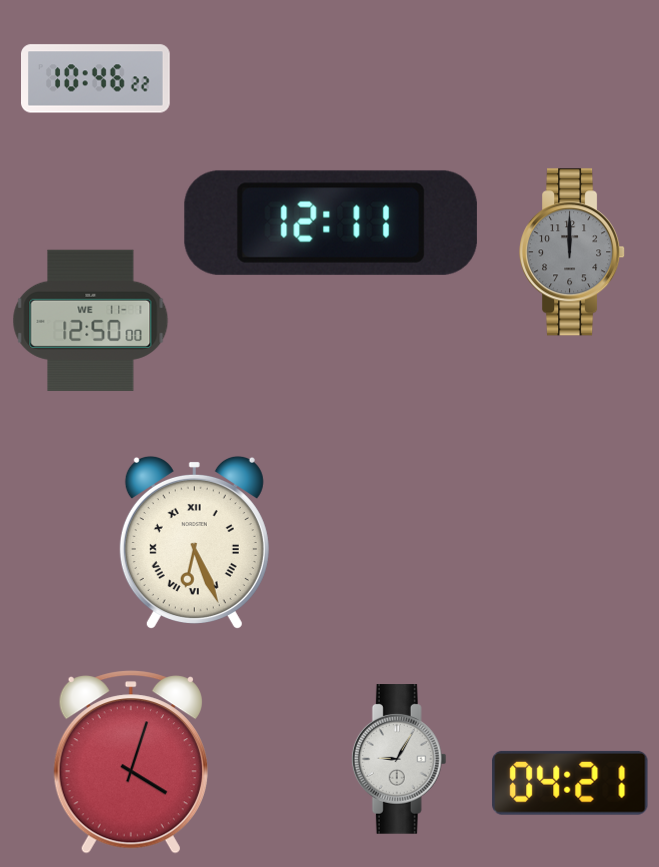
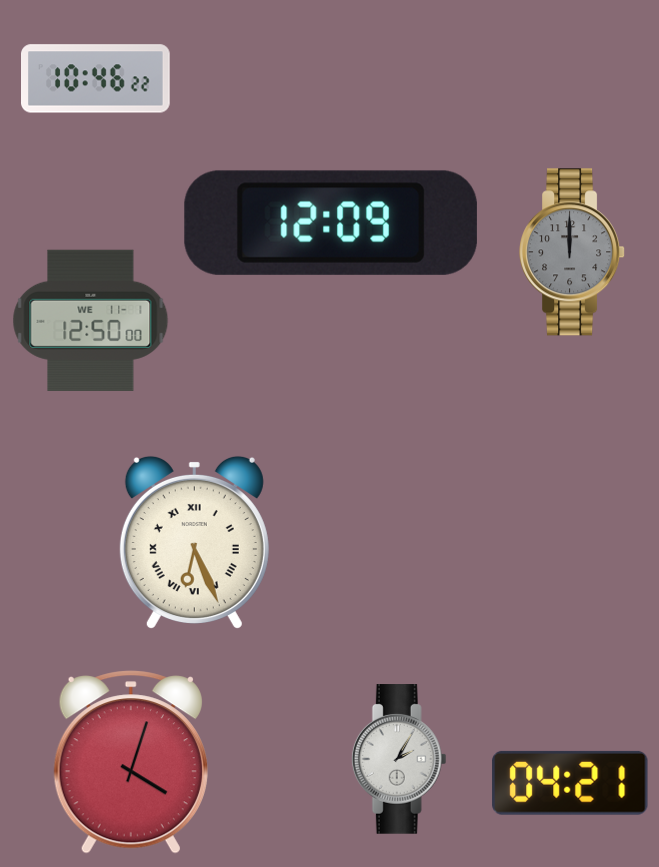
clock at (331, 223): 12:11 -> 12:09
clock at (399, 759): 9:05 -> 2:05
